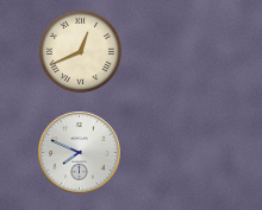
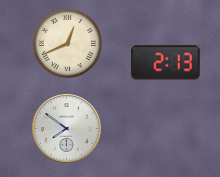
clock at (165, 63): none -> 2:13
clock at (80, 153): 7:49 -> 7:51
